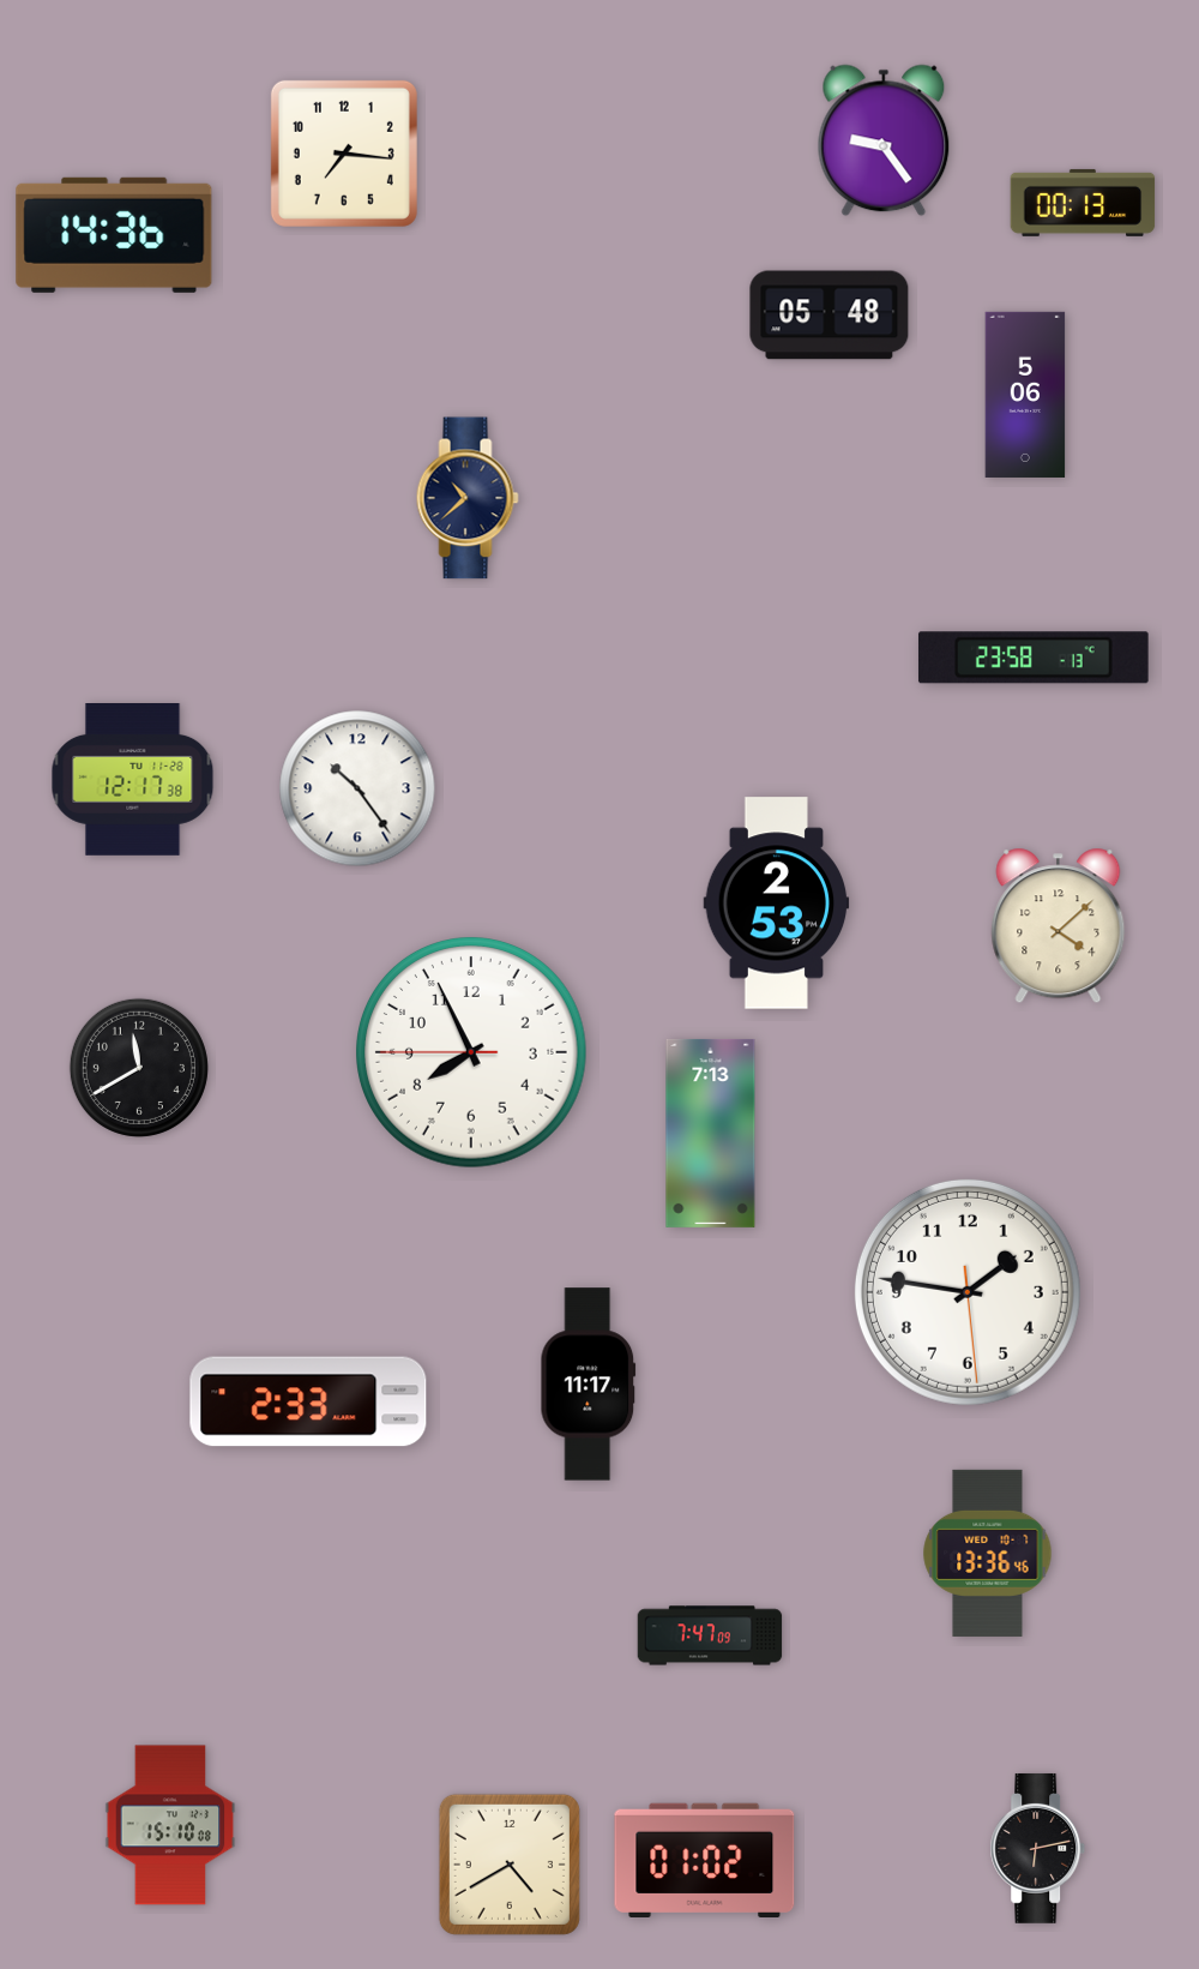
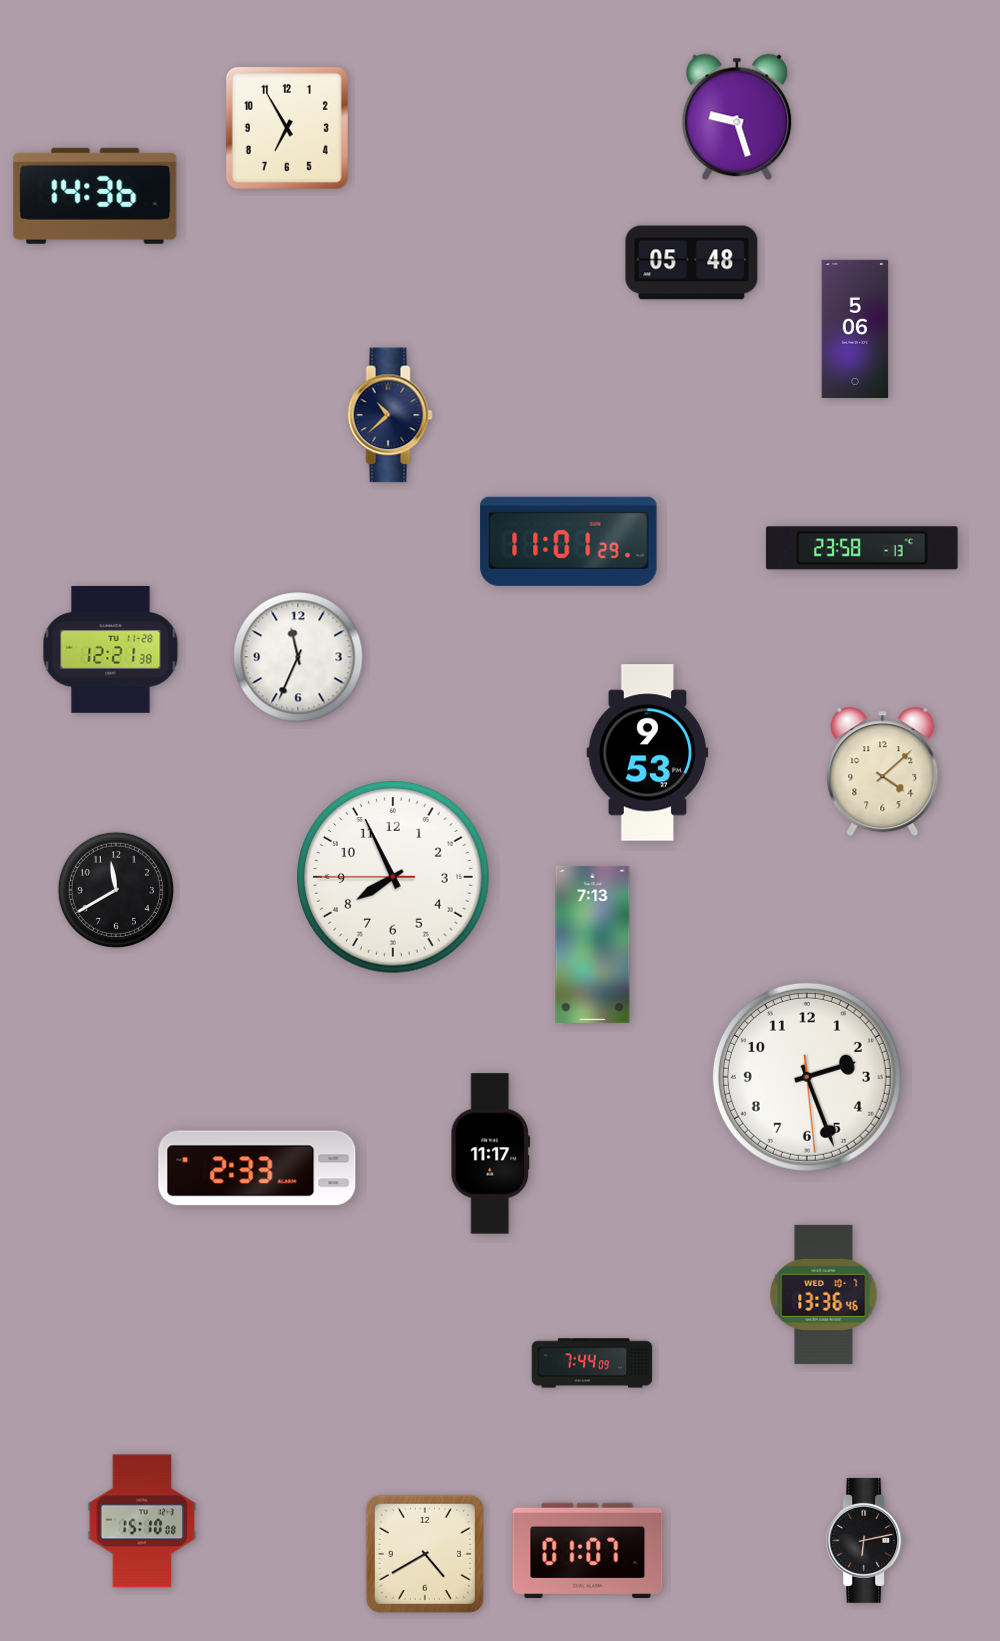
clock at (884, 140): 9:24 -> 9:27
clock at (344, 154): 7:16 -> 6:55
clock at (1083, 203): 00:13 -> none
clock at (569, 541): none -> 11:01
clock at (133, 780): 12:17 -> 12:21
clock at (357, 788): 10:24 -> 11:34
clock at (777, 904): 2:53 -> 9:53
clock at (968, 1292): 1:46 -> 2:26
clock at (710, 1635): 7:47 -> 7:44
clock at (705, 1860): 01:02 -> 01:07
